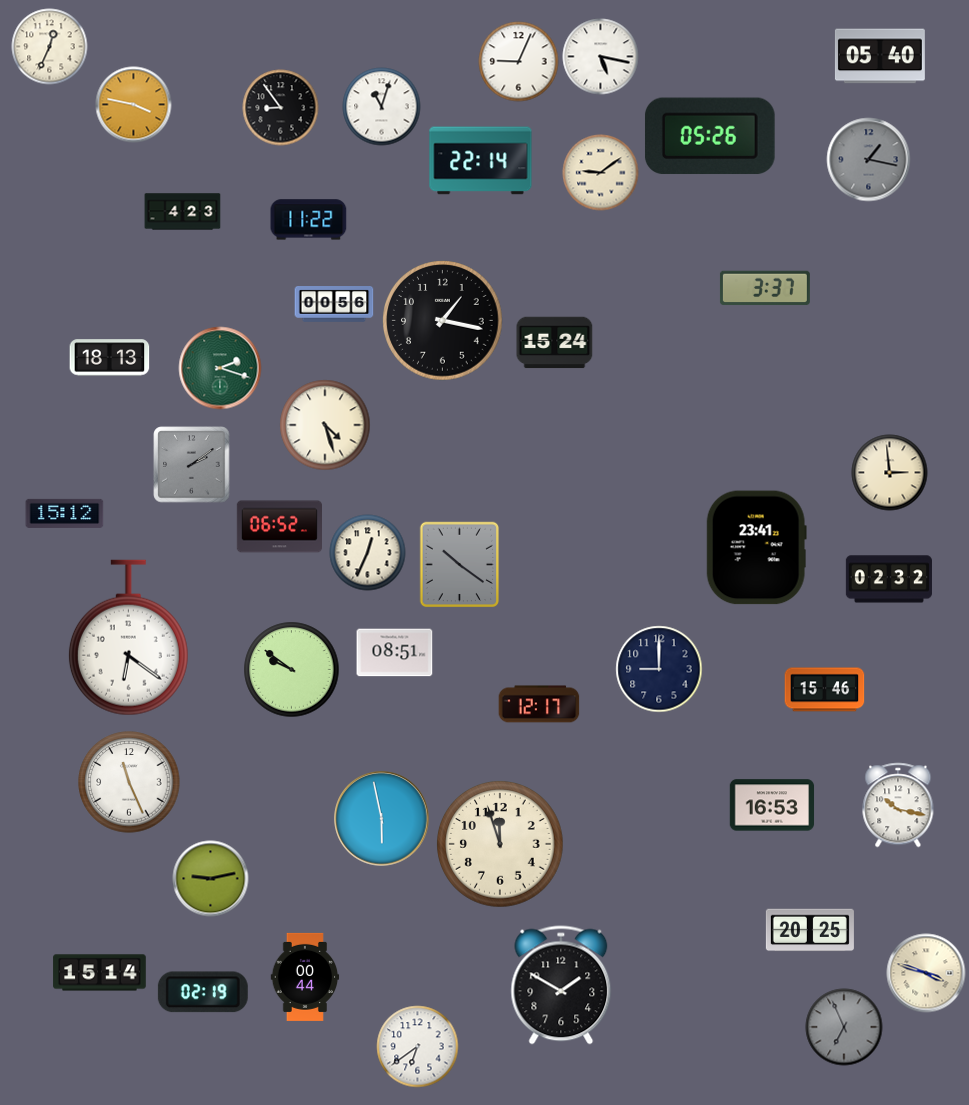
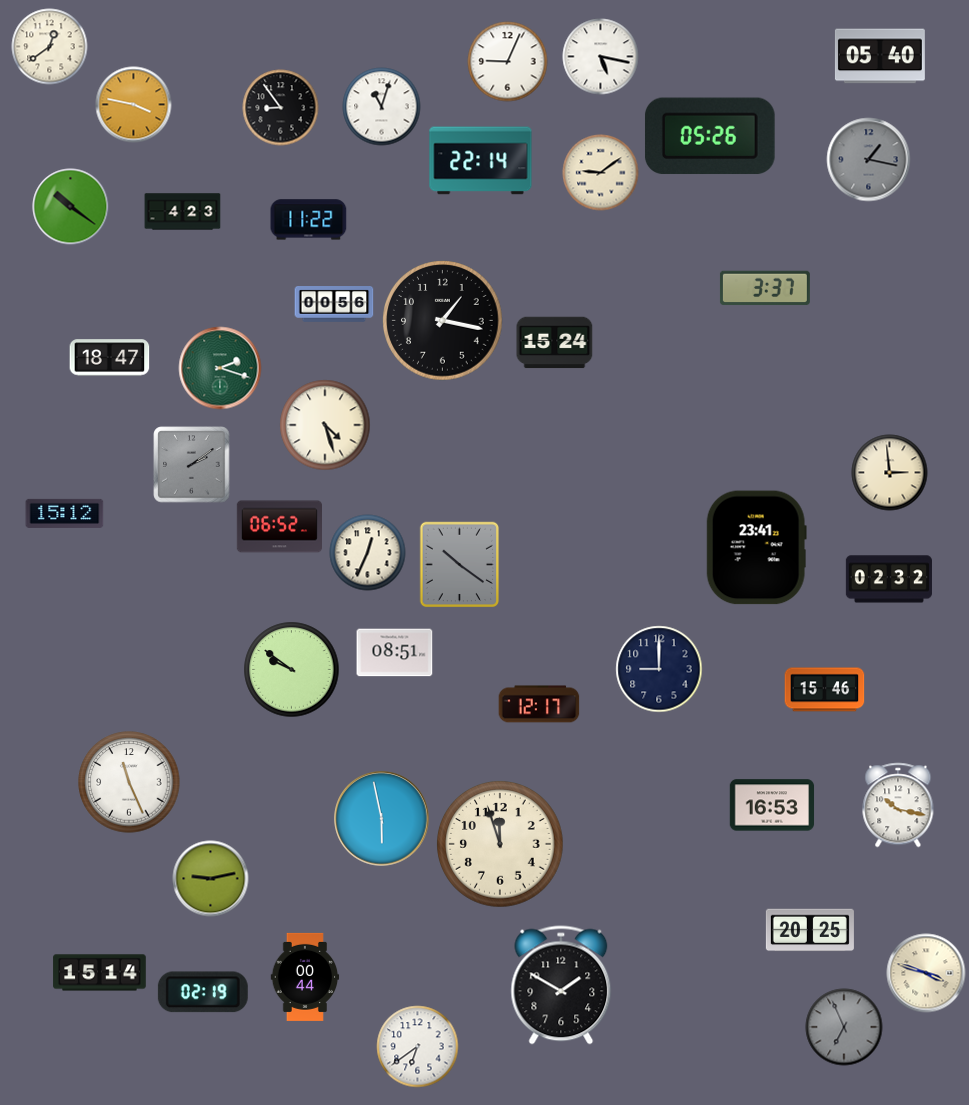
clock at (50, 47): 12:34 -> 12:39
clock at (519, 62) position: (519, 62) -> (508, 62)
clock at (71, 207): none -> 10:21
clock at (110, 358): 18:13 -> 18:47
clock at (128, 638): 6:21 -> none
